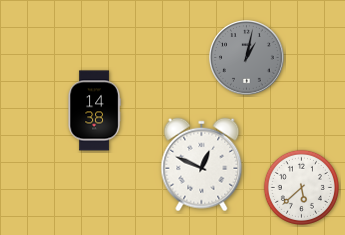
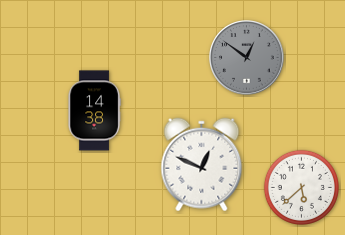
clock at (247, 58): 1:02 -> 12:51
